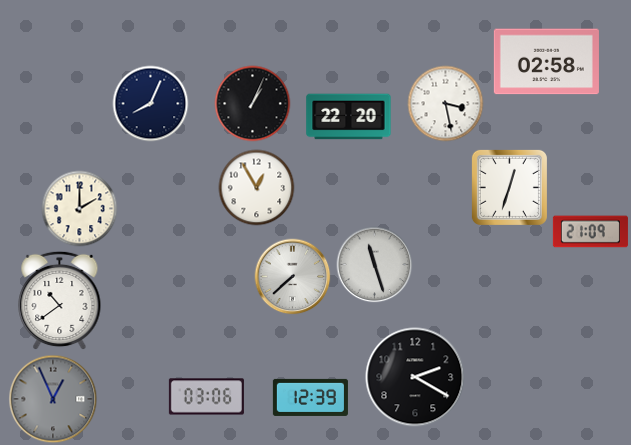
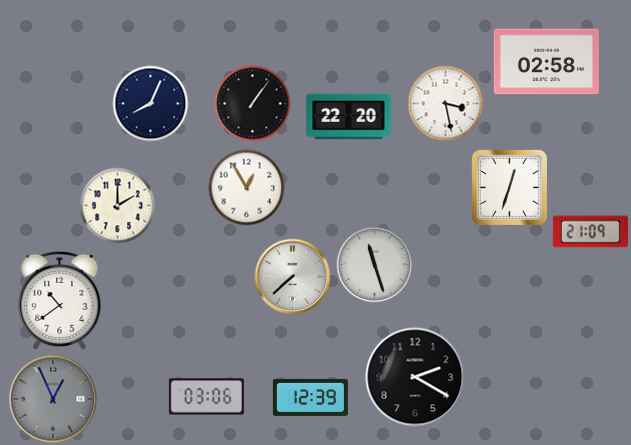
clock at (253, 104): 1:04 -> 1:06
clock at (257, 188) position: (257, 188) -> (247, 188)
clock at (80, 209) position: (80, 209) -> (118, 206)
